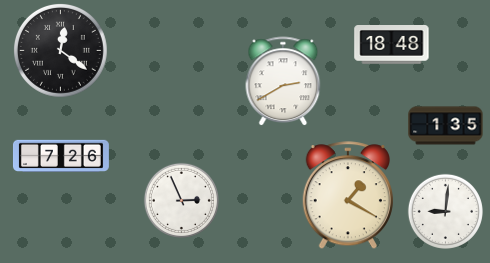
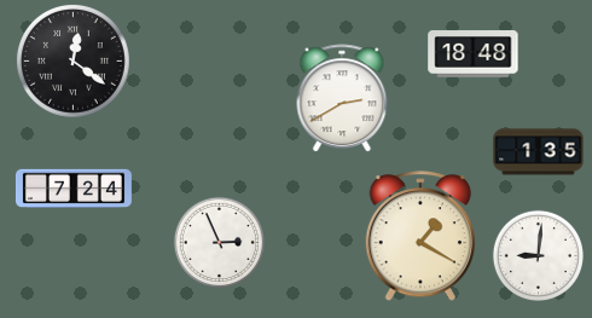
clock at (61, 155): 7:26 -> 7:24
